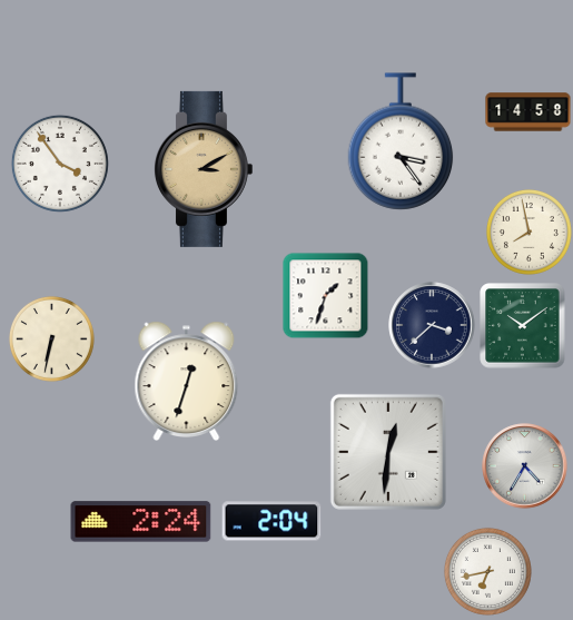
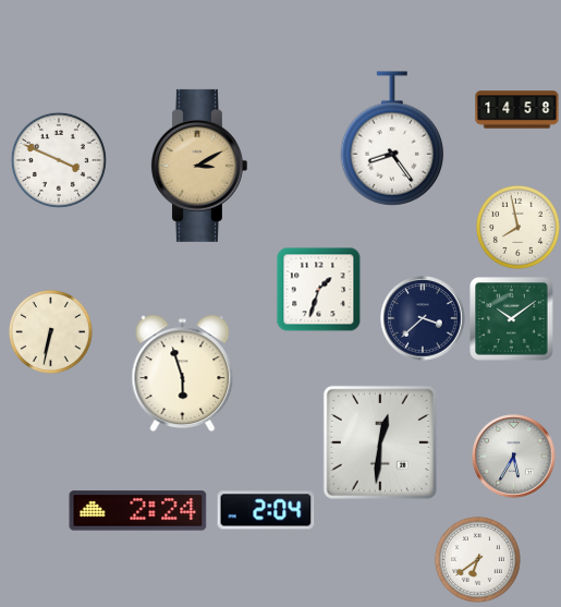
clock at (401, 141): 3:24 -> 8:24
clock at (60, 164): 3:54 -> 3:49
clock at (187, 381): 12:33 -> 5:57
clock at (525, 466): 4:35 -> 5:35
clock at (487, 571): 6:43 -> 6:39
